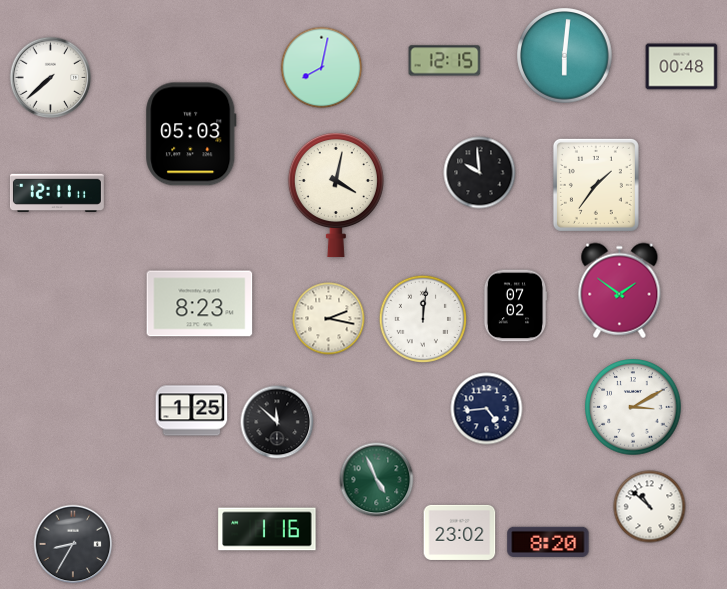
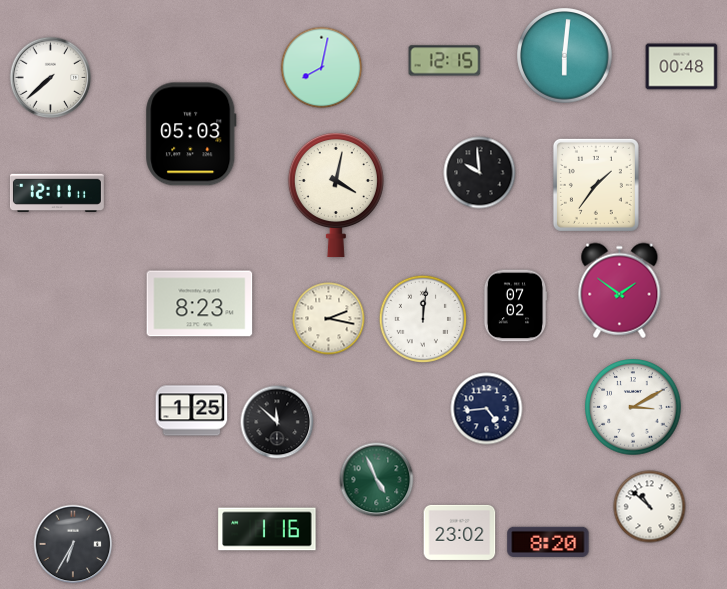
clock at (73, 544): 8:35 -> 6:35
